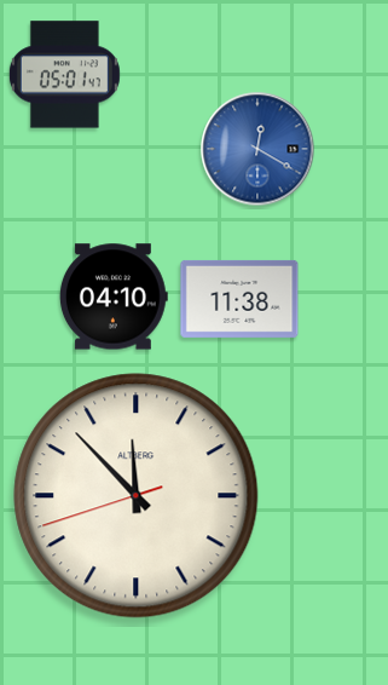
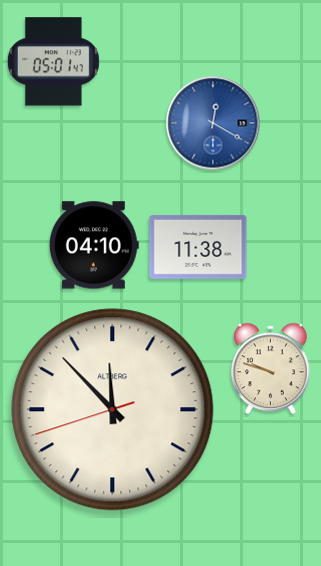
clock at (271, 369): none -> 9:48
